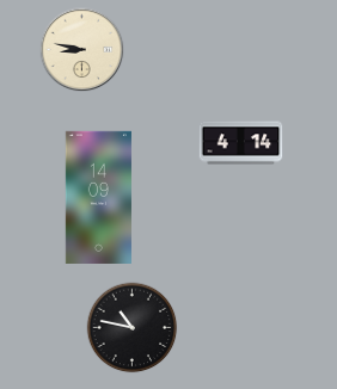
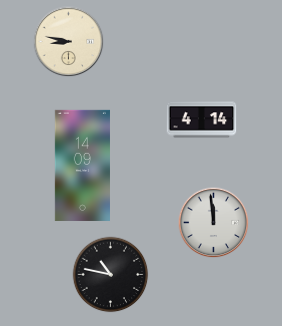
clock at (214, 223): none -> 11:59
